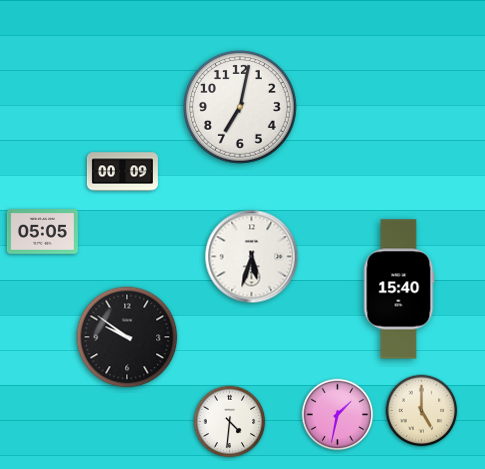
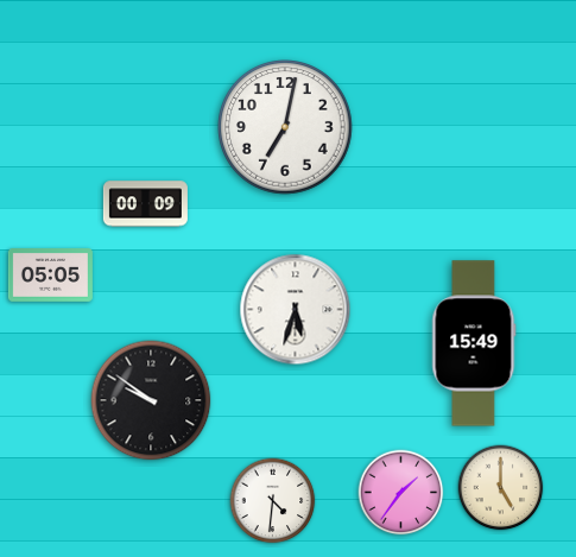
clock at (252, 257) position: (252, 257) -> (296, 310)
clock at (399, 289): 15:40 -> 15:49
clock at (338, 415): 1:32 -> 1:36
